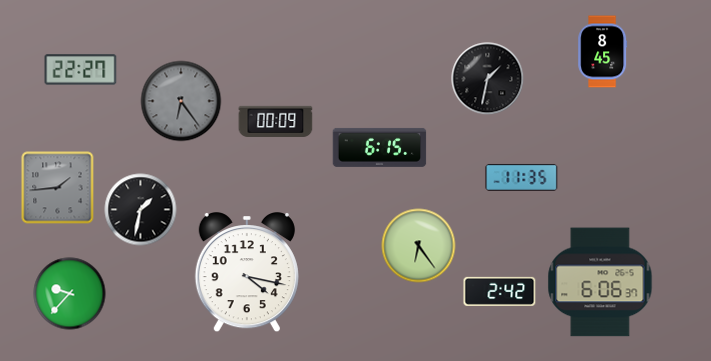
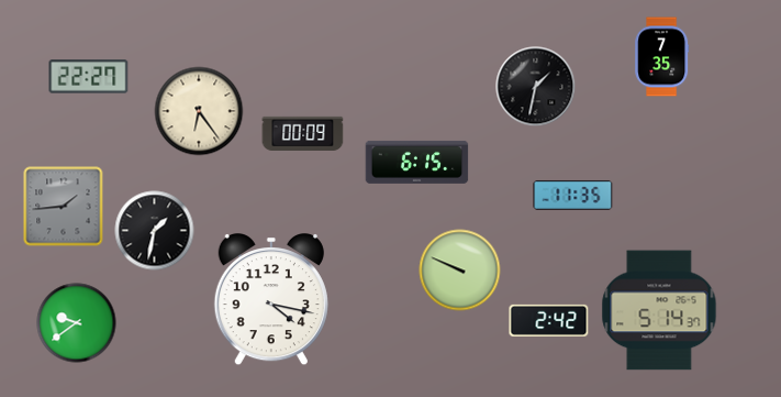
clock at (603, 52): 8:45 -> 7:35
clock at (181, 101) dial: grey -> cream
clock at (419, 246): 6:24 -> 9:49
clock at (600, 282): 6:06 -> 5:14
clock at (70, 294): 9:37 -> 9:39
